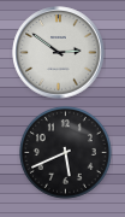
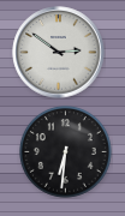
clock at (65, 152): 5:41 -> 6:31
